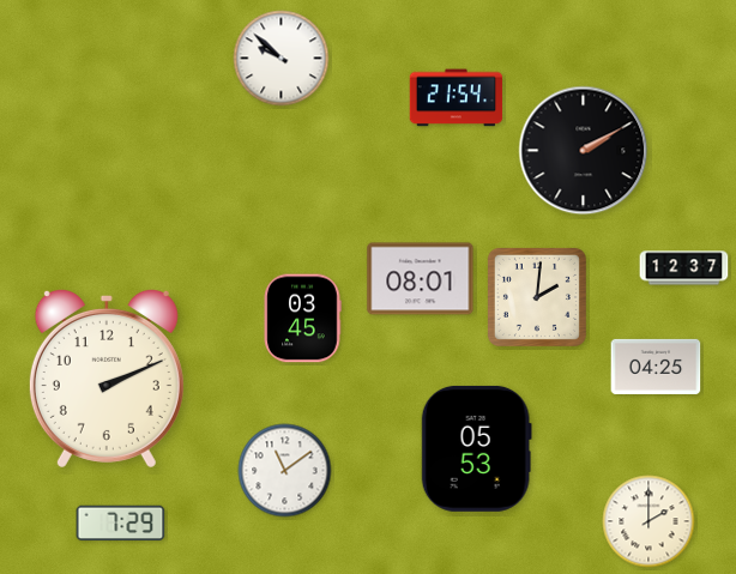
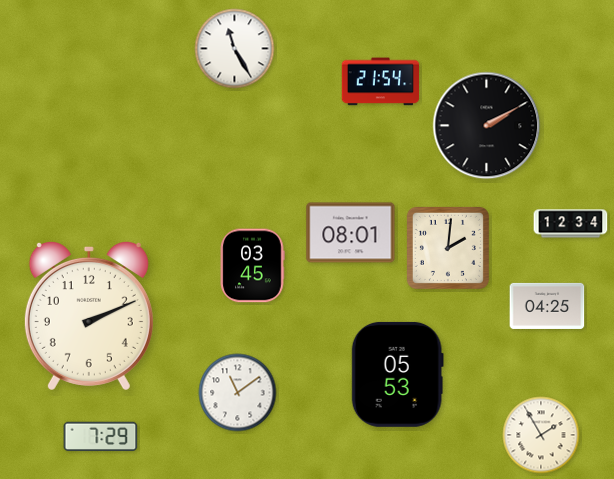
clock at (282, 59): 9:52 -> 11:25
clock at (684, 268): 12:37 -> 12:34
clock at (648, 521): 2:00 -> 1:55
